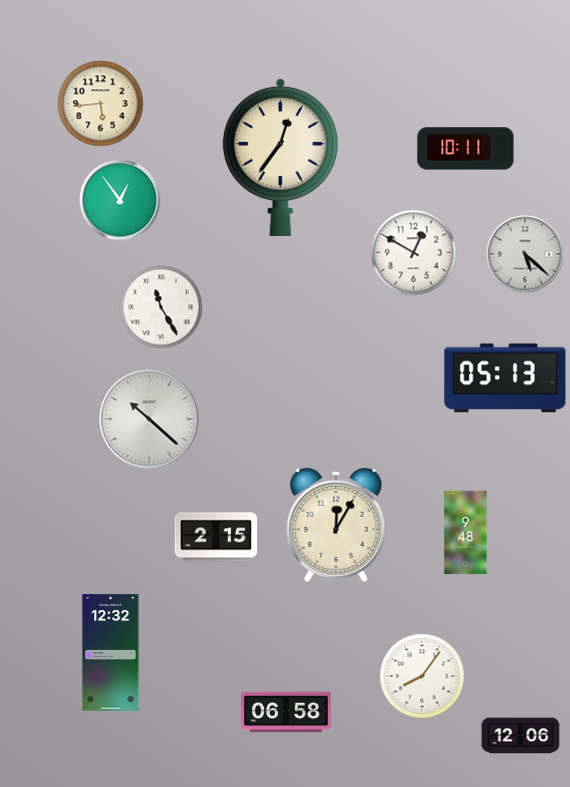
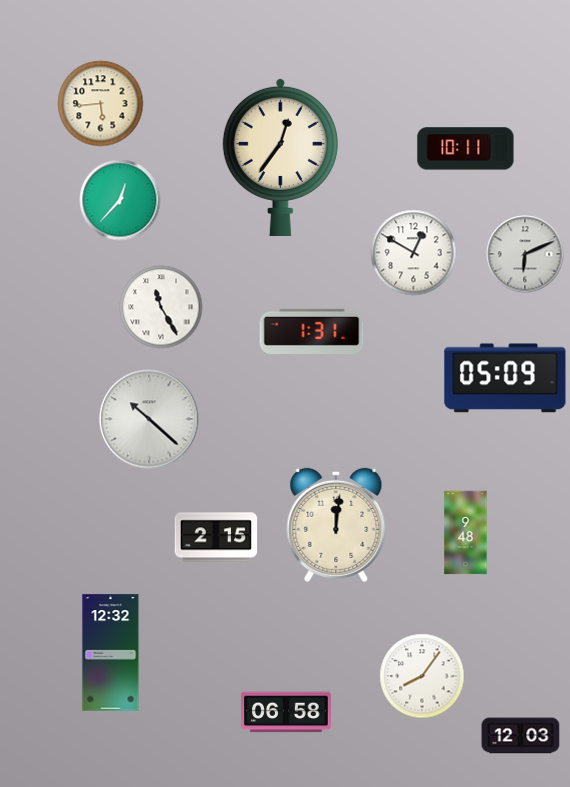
clock at (120, 200): 12:54 -> 12:37
clock at (525, 254): 5:22 -> 6:11
clock at (312, 331): none -> 1:31
clock at (505, 378): 05:13 -> 05:09
clock at (336, 525): 12:05 -> 12:01
clock at (521, 736): 12:06 -> 12:03
